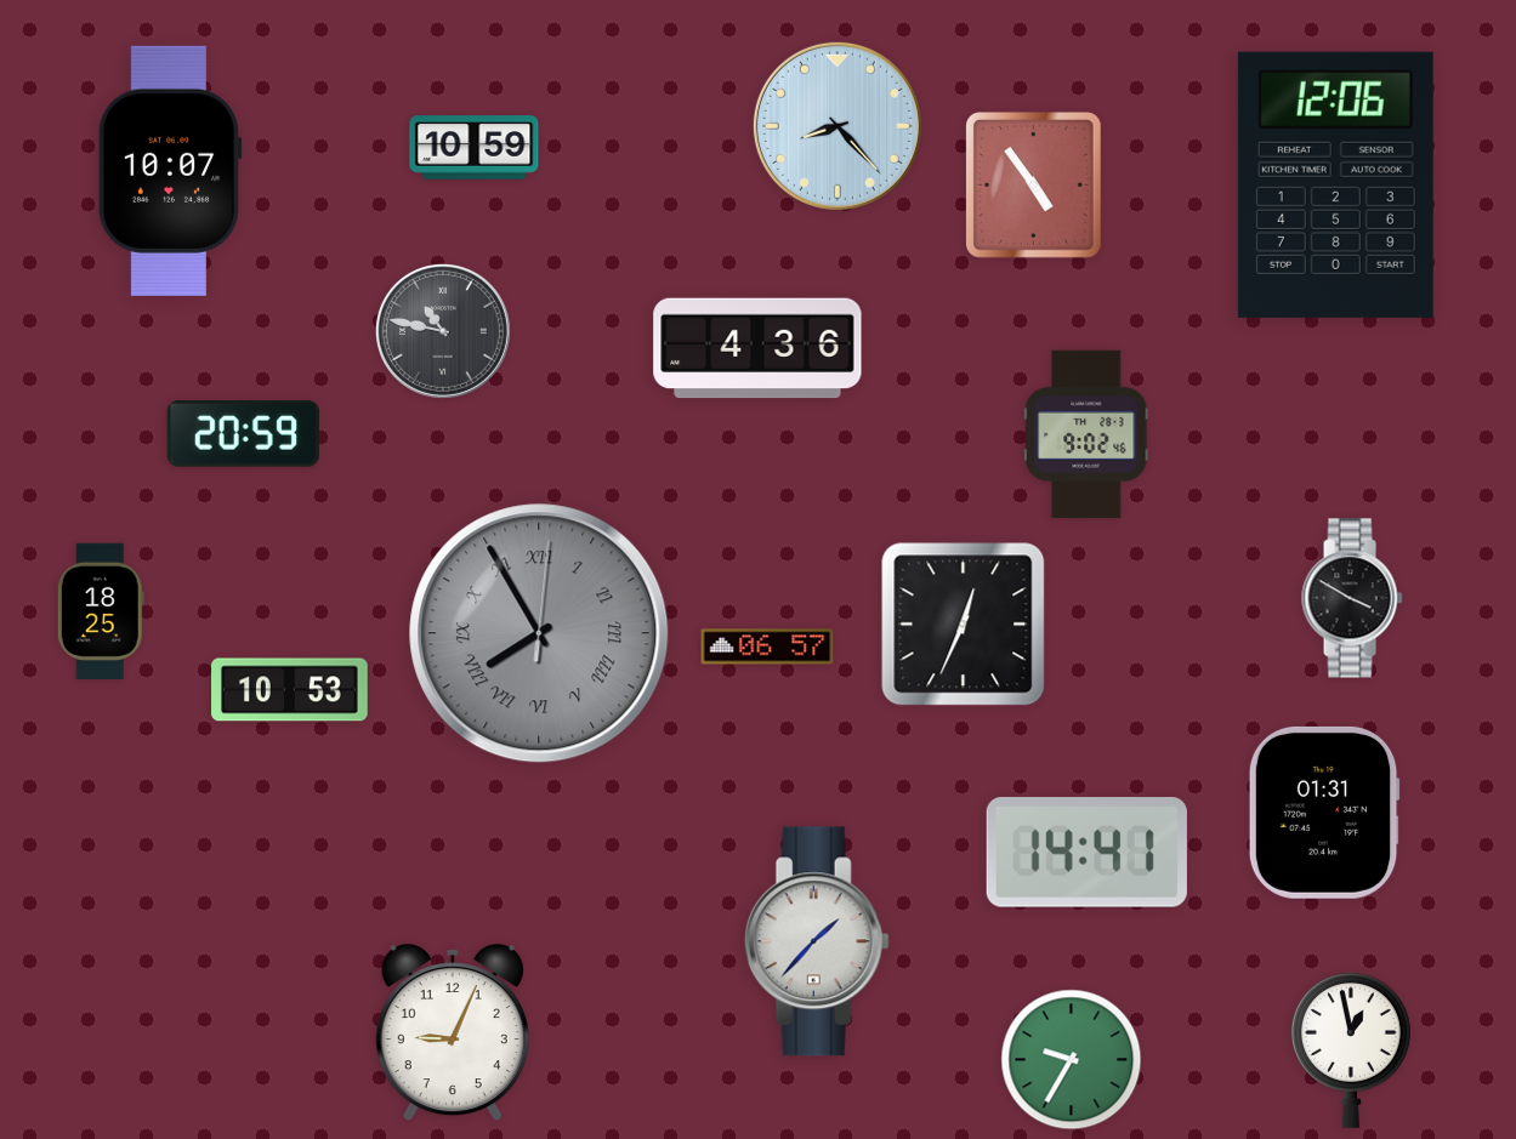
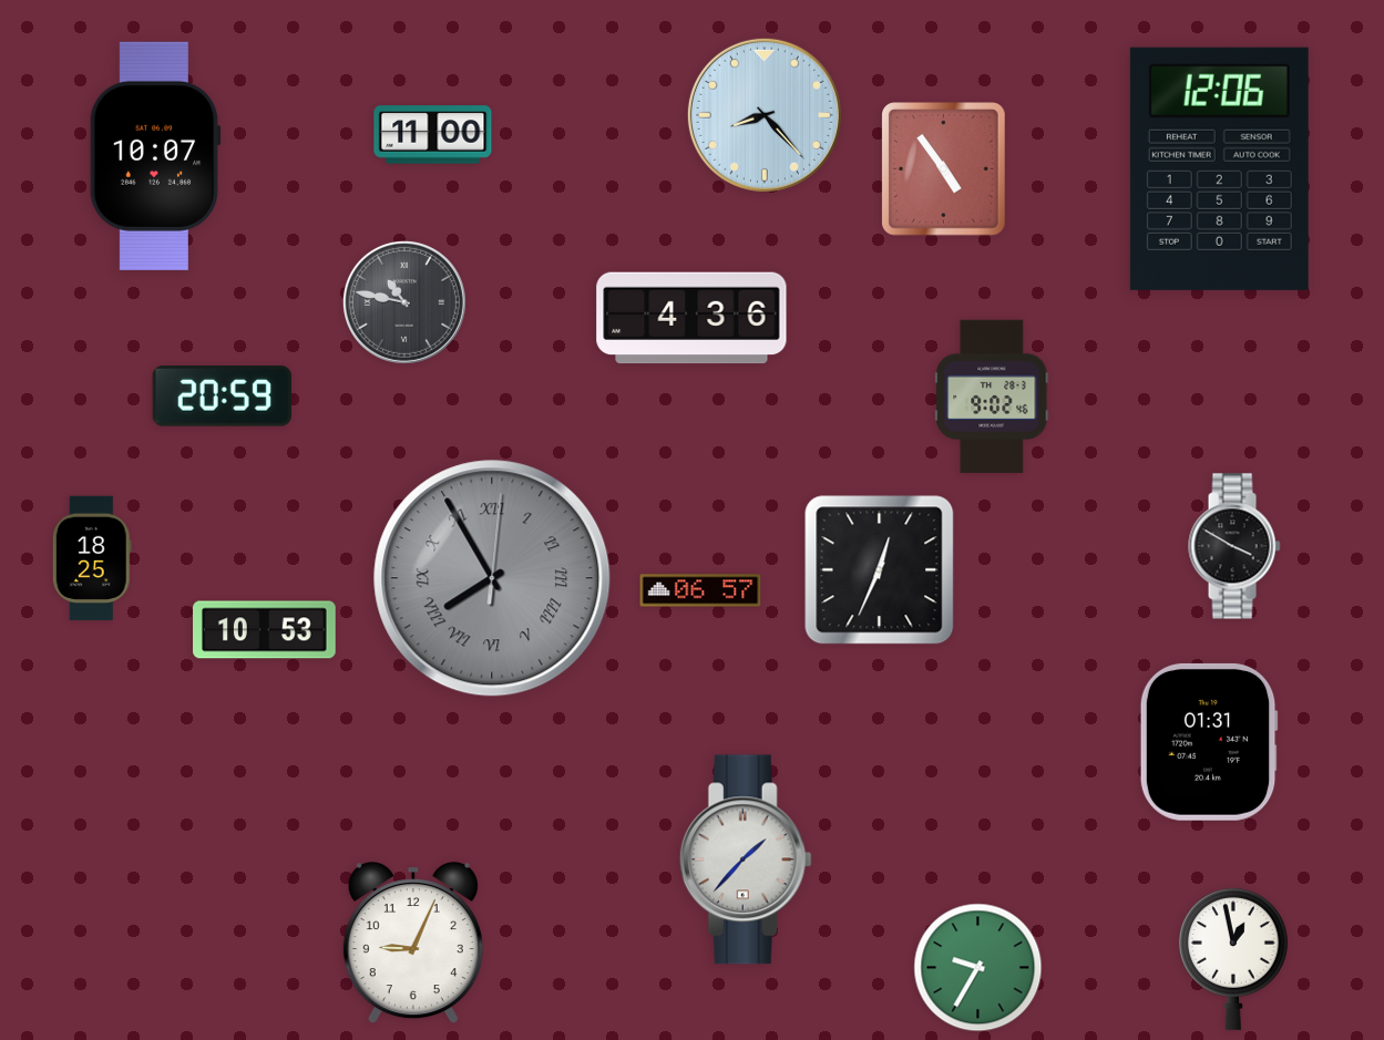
clock at (475, 148): 10:59 -> 11:00
clock at (1086, 853): 14:41 -> none
